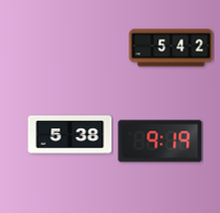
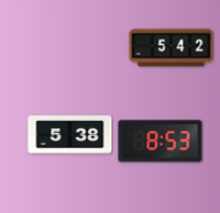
clock at (161, 142): 9:19 -> 8:53
